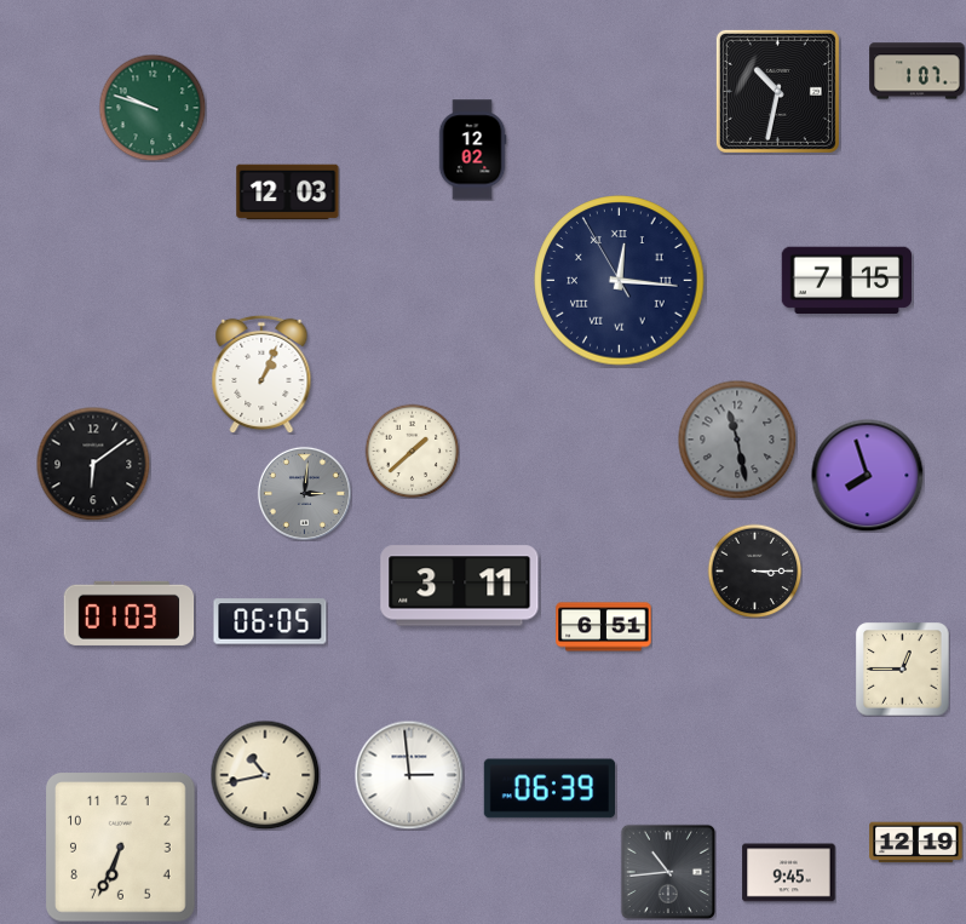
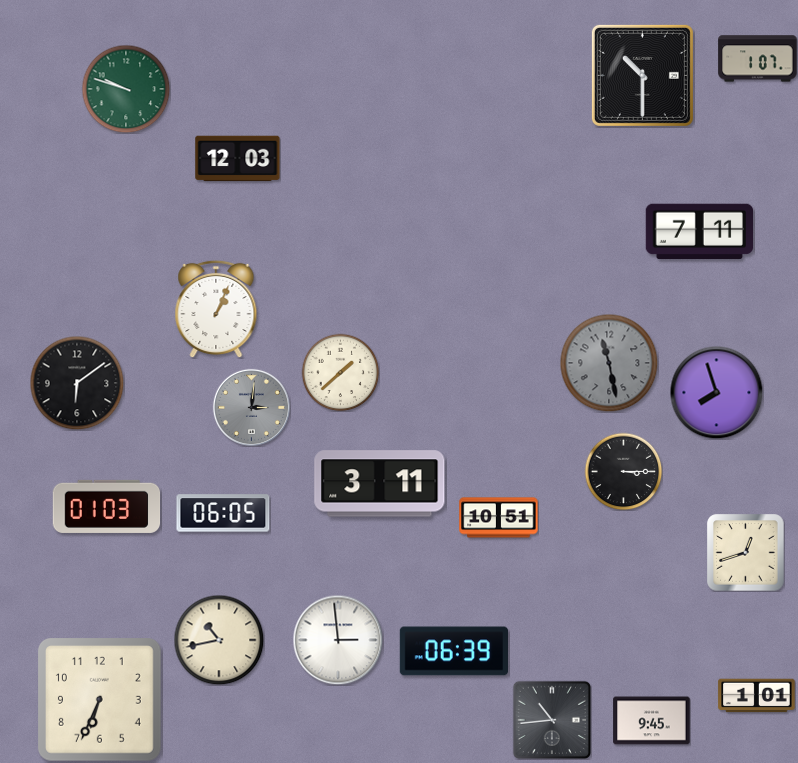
clock at (777, 91): 10:32 -> 10:30
clock at (472, 150): 12:02 -> none
clock at (620, 281): 12:15 -> none
clock at (846, 281): 7:15 -> 7:11
clock at (604, 627): 6:51 -> 10:51
clock at (903, 670): 12:45 -> 12:42
clock at (916, 843): 12:19 -> 1:01
